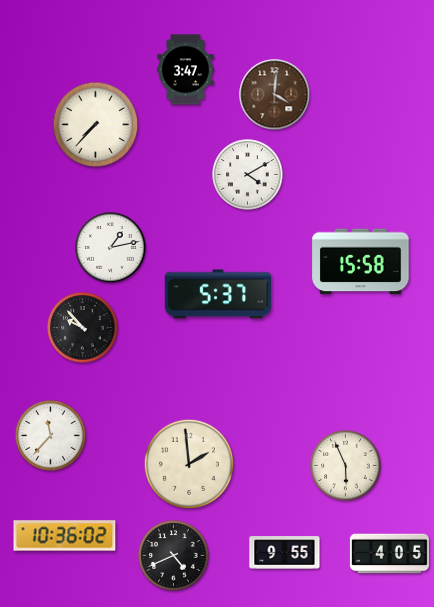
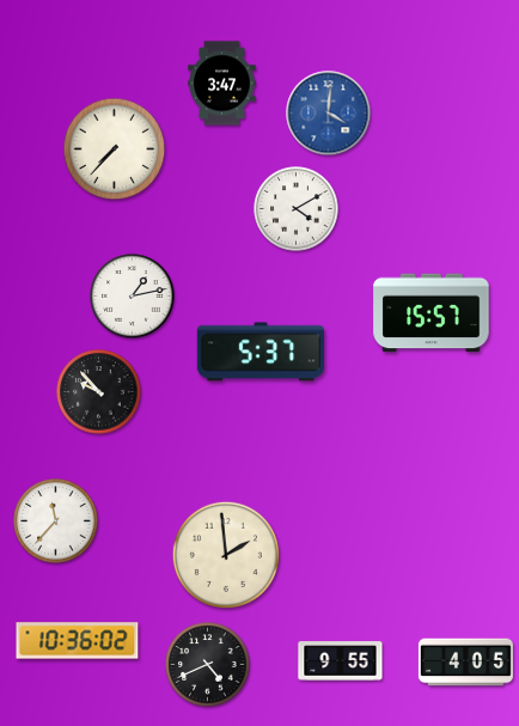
clock at (275, 95) dial: brown -> blue
clock at (361, 262): 15:58 -> 15:57
clock at (51, 436) position: (51, 436) -> (56, 521)
clock at (346, 466): 5:56 -> none
